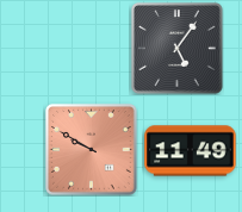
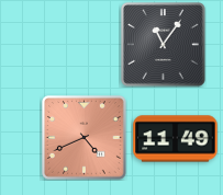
clock at (178, 49): 5:06 -> 11:06
clock at (92, 150): 9:50 -> 4:41
